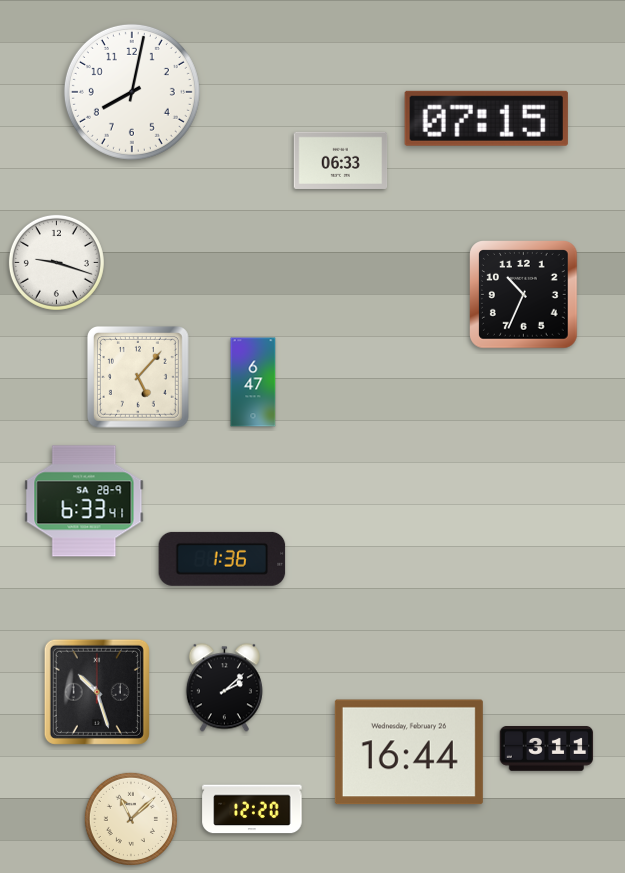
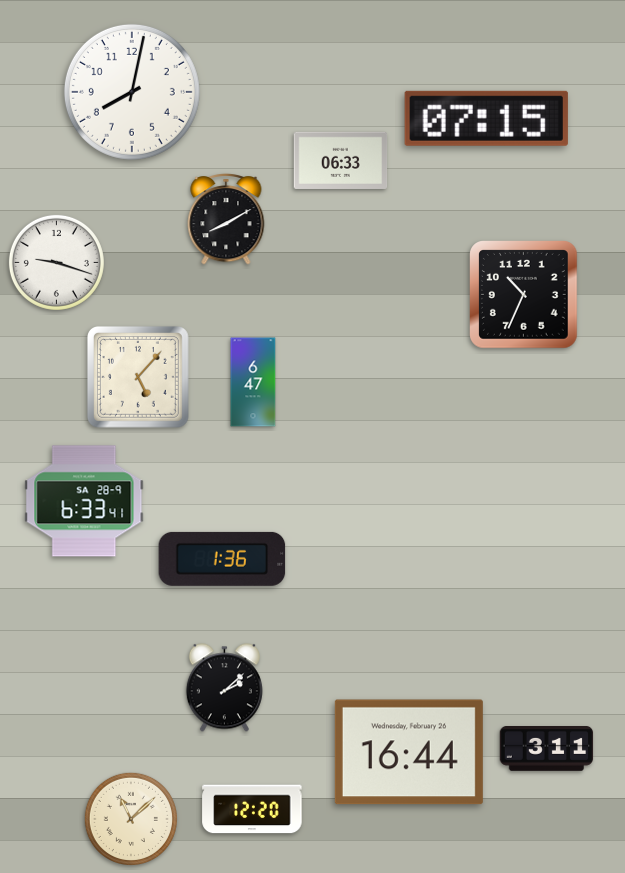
clock at (226, 219): none -> 8:10
clock at (97, 692): 10:27 -> none
